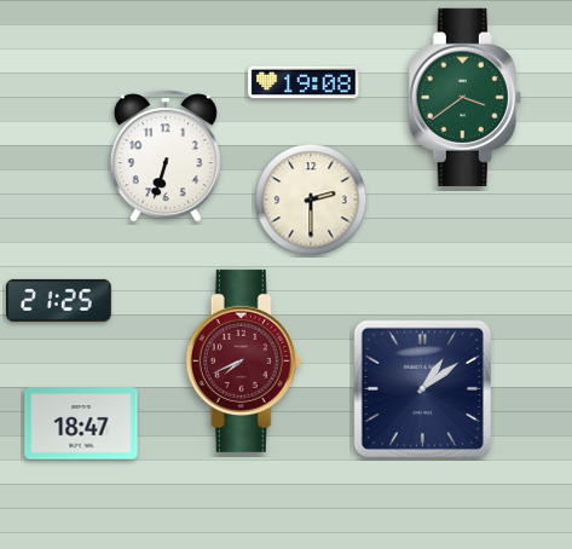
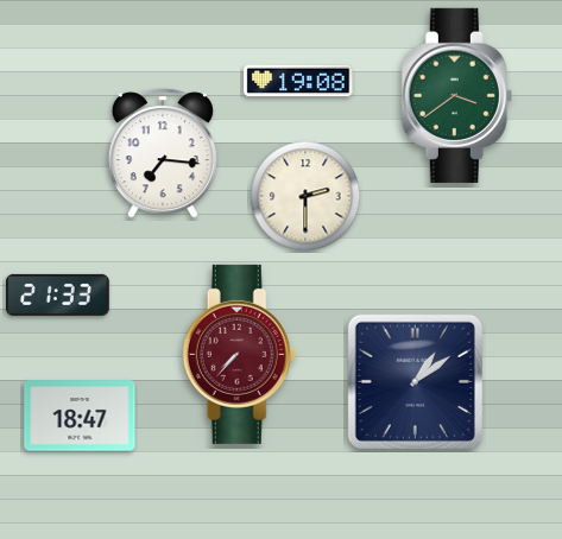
clock at (166, 156): 6:33 -> 7:16
clock at (59, 300): 21:25 -> 21:33
clock at (244, 360): 7:41 -> 7:37
